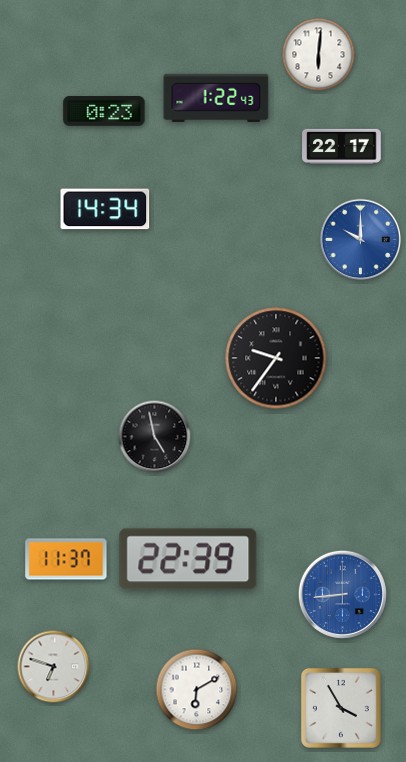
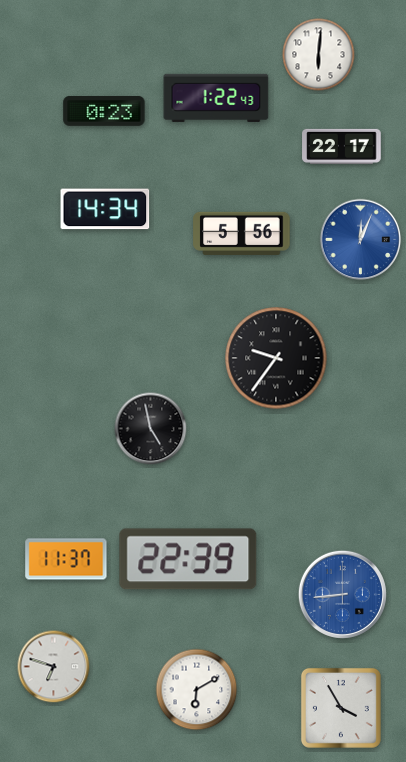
clock at (242, 233): none -> 5:56
clock at (361, 240): 10:00 -> 12:04
clock at (155, 437) position: (155, 437) -> (151, 429)
